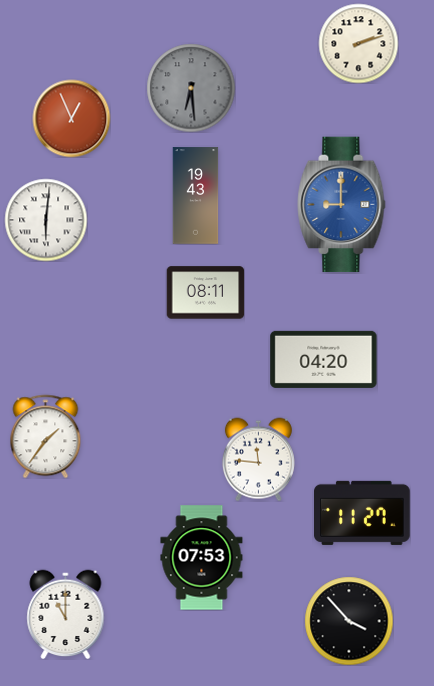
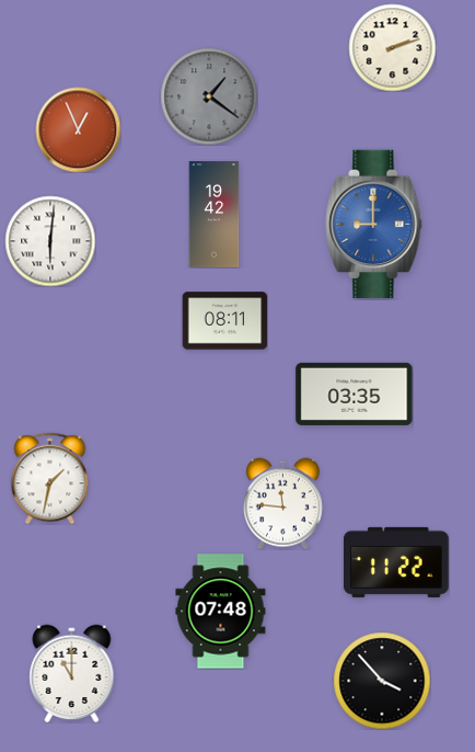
clock at (191, 88): 6:29 -> 1:21
clock at (196, 196): 19:43 -> 19:42
clock at (324, 359): 04:20 -> 03:35
clock at (46, 436): 1:36 -> 1:32
clock at (363, 513): 11:27 -> 11:22
clock at (202, 558): 07:53 -> 07:48
